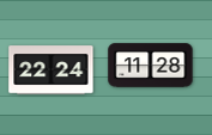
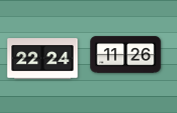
clock at (151, 66): 11:28 -> 11:26
